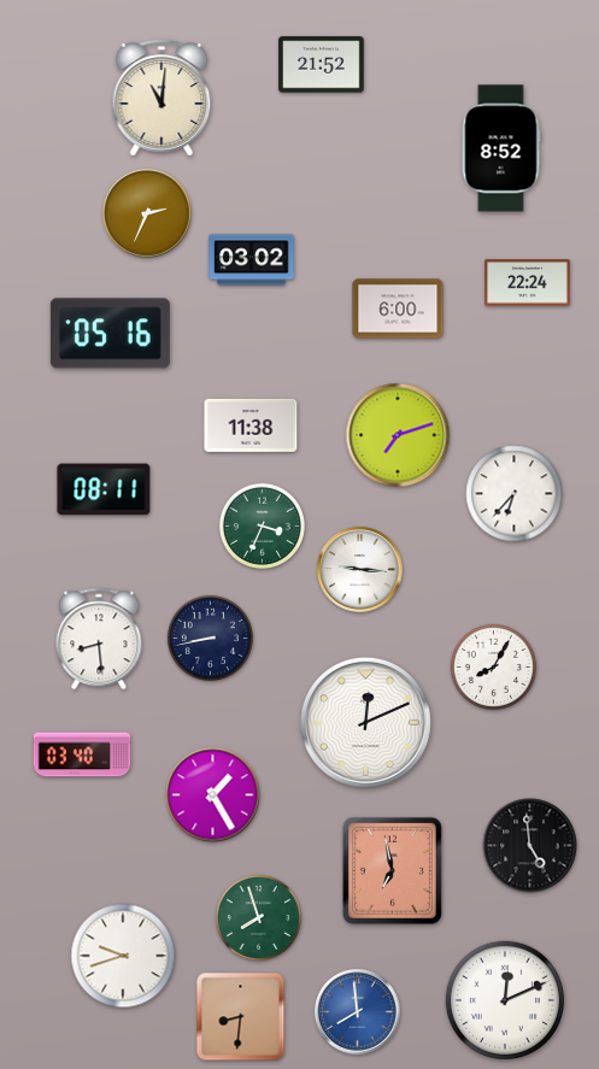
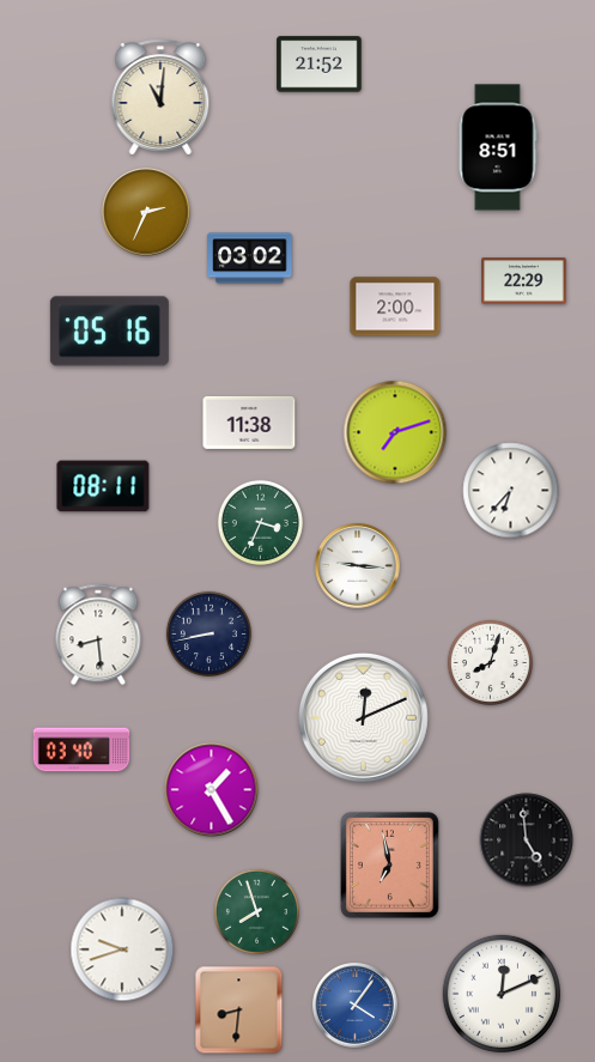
clock at (501, 148): 8:52 -> 8:51
clock at (528, 283): 22:24 -> 22:29
clock at (398, 309): 6:00 -> 2:00
clock at (493, 666): 8:05 -> 8:03
clock at (358, 1012): 7:59 -> 4:06
